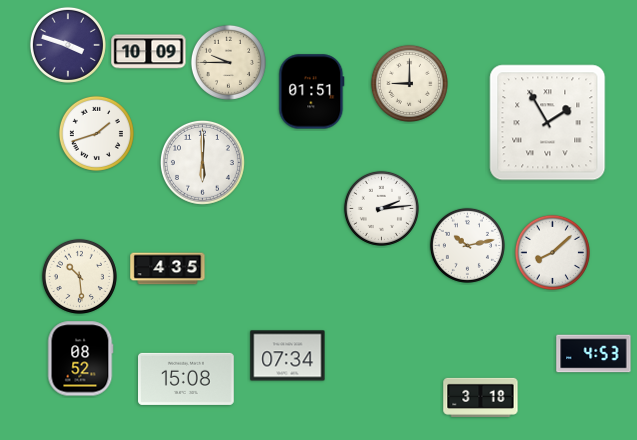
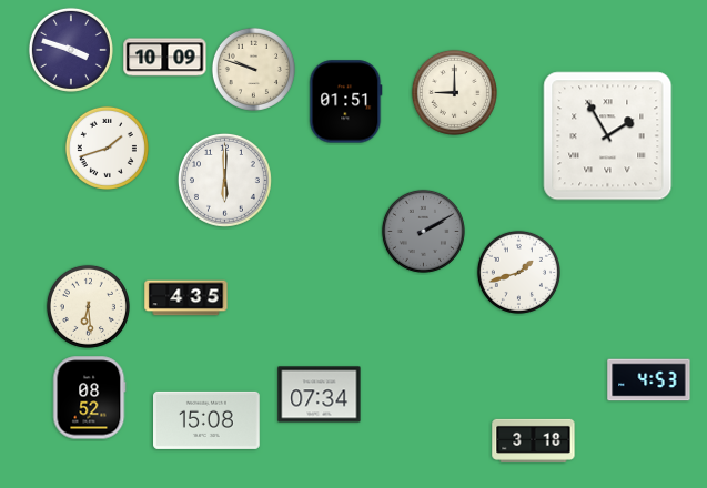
clock at (68, 45) position: (68, 45) -> (71, 50)
clock at (228, 62): 9:45 -> 9:48
clock at (381, 208): 2:14 -> 2:10
clock at (381, 208) dial: white -> grey
clock at (467, 245): 10:13 -> 1:42
clock at (552, 252): 8:08 -> none
clock at (79, 276): 10:29 -> 6:29
clock at (594, 354) position: (594, 354) -> (649, 380)
